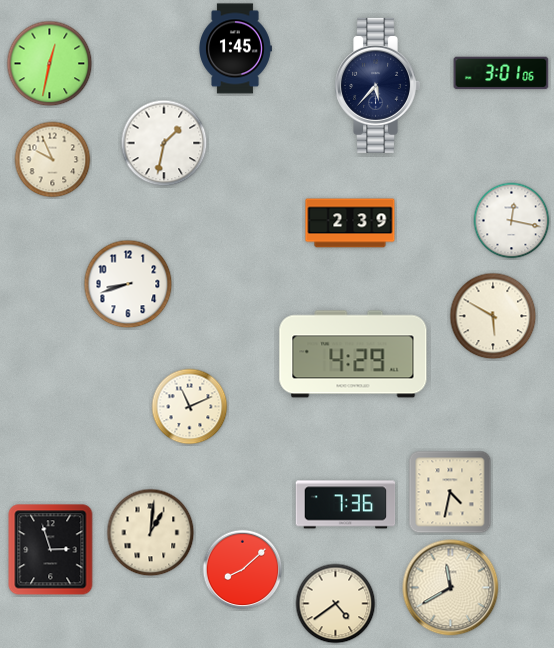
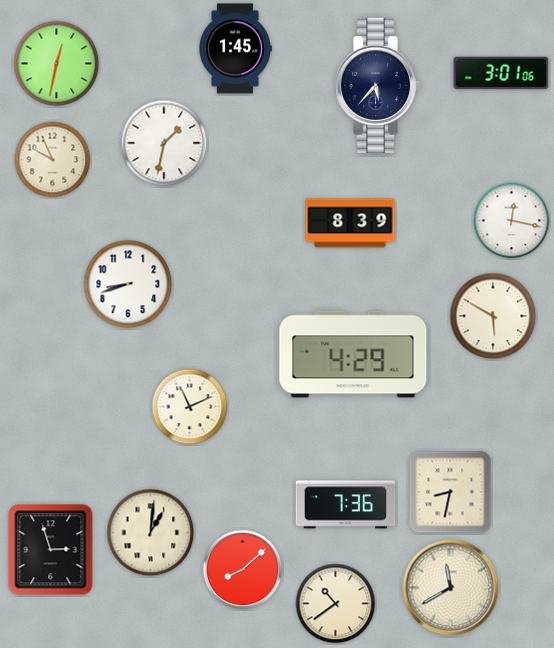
clock at (50, 64) position: (50, 64) -> (57, 64)
clock at (350, 223): 2:39 -> 8:39
clock at (450, 492): 4:32 -> 8:32
clock at (336, 604): 4:39 -> 10:39
